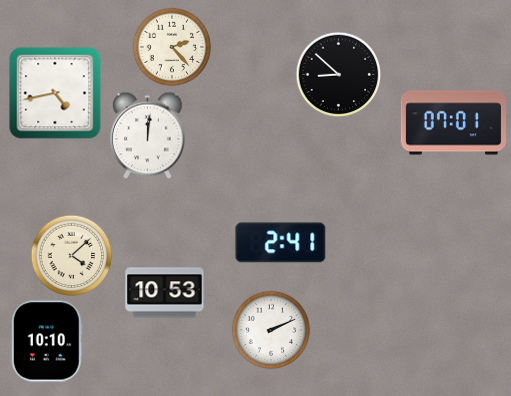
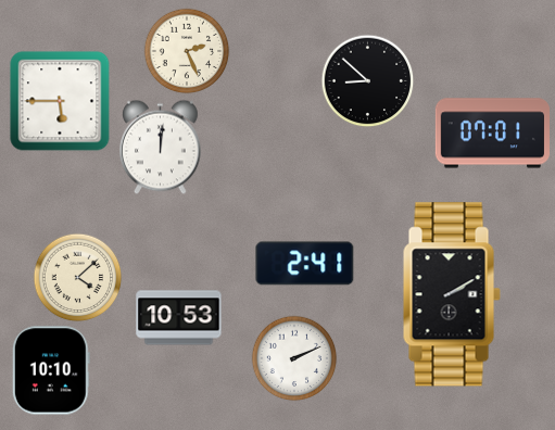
clock at (172, 47): 2:23 -> 2:26
clock at (55, 93): 4:43 -> 5:45
clock at (452, 294): none -> 2:10
